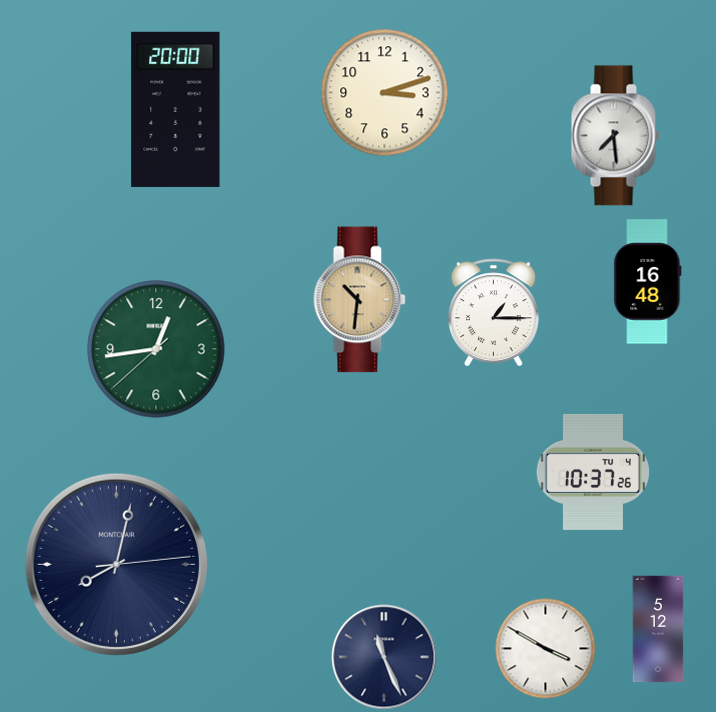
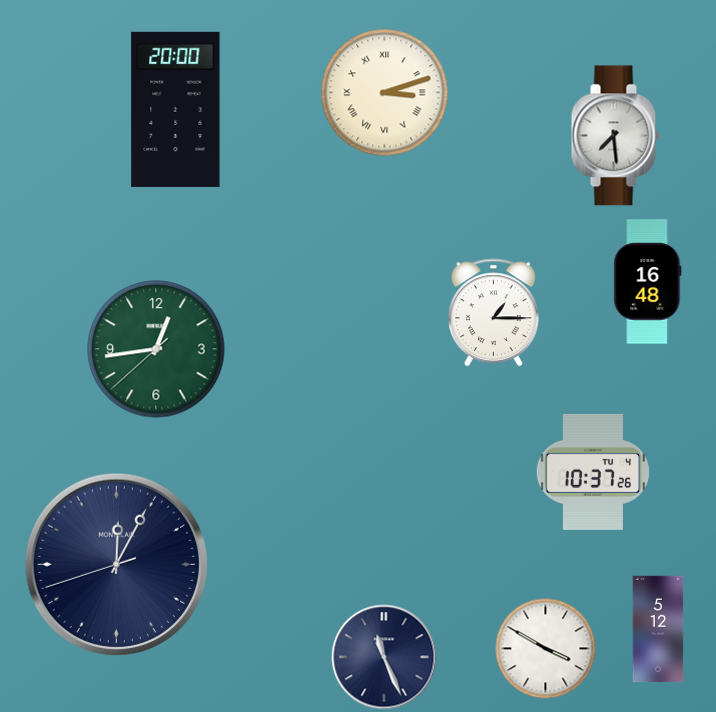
clock at (385, 93) numerals: Arabic -> Roman
clock at (360, 300): 10:31 -> none
clock at (116, 564): 8:02 -> 12:04
